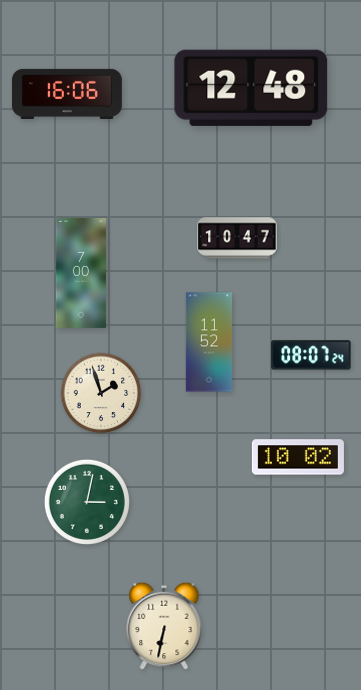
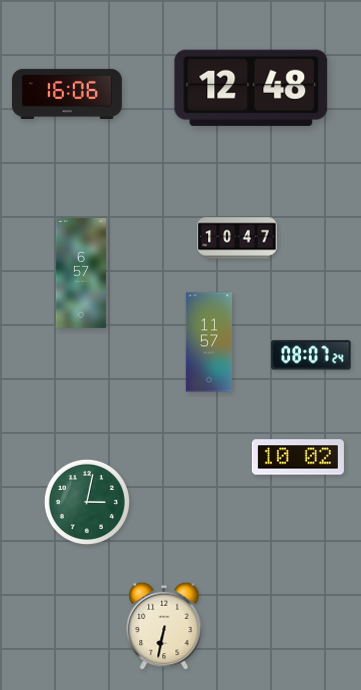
clock at (81, 273): 7:00 -> 6:57
clock at (208, 342): 11:52 -> 11:57
clock at (101, 393): 1:57 -> none
